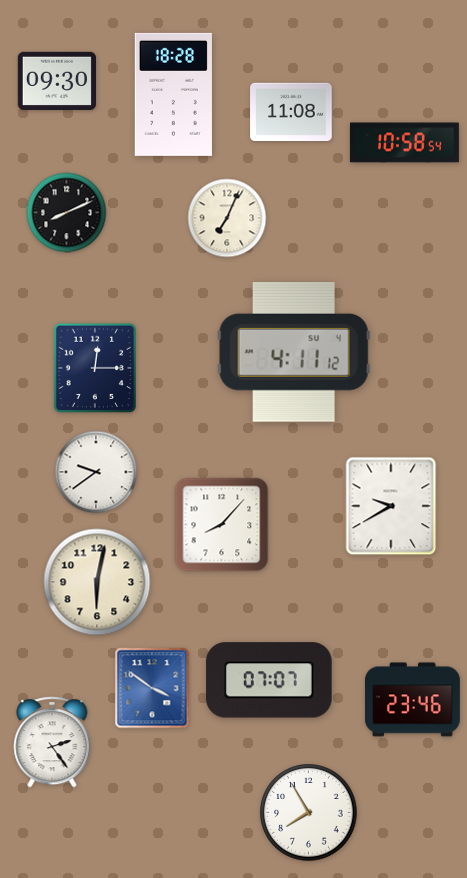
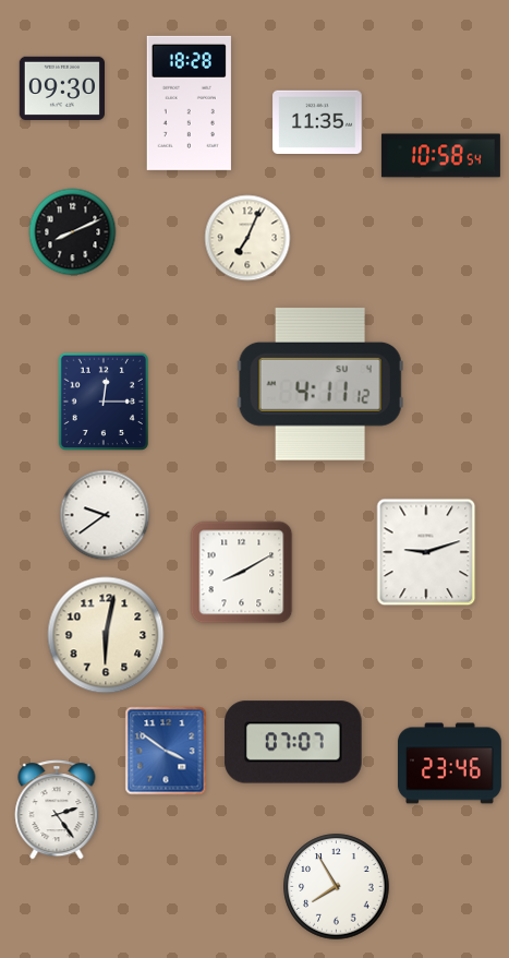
clock at (291, 111): 11:08 -> 11:35
clock at (391, 506): 9:40 -> 9:12
clock at (222, 525): 8:07 -> 8:10
